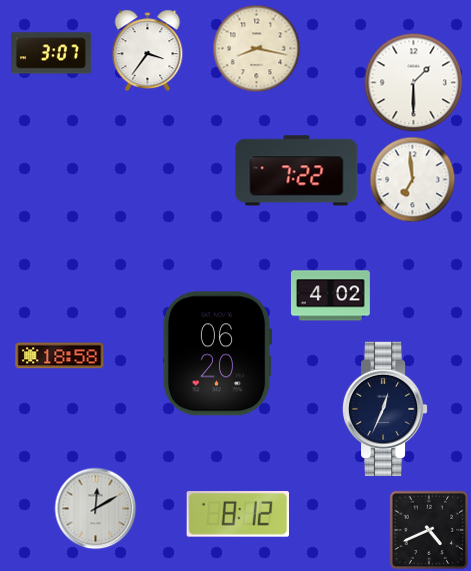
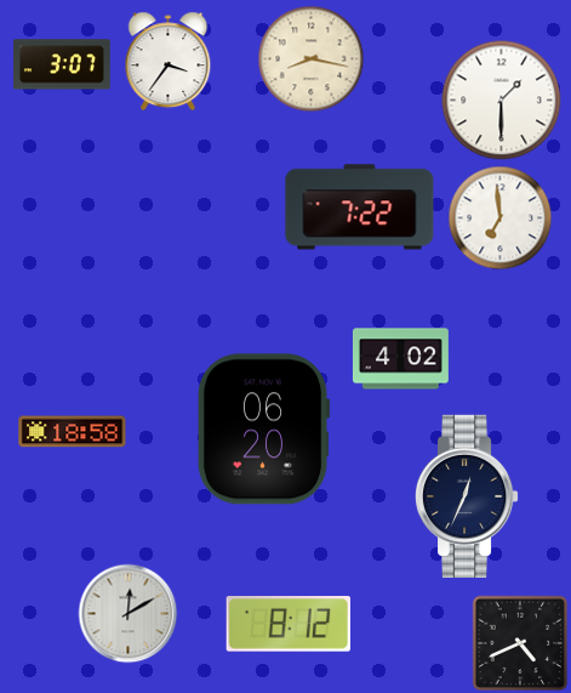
clock at (148, 51) position: (148, 51) -> (169, 62)
clock at (96, 509) position: (96, 509) -> (129, 614)
